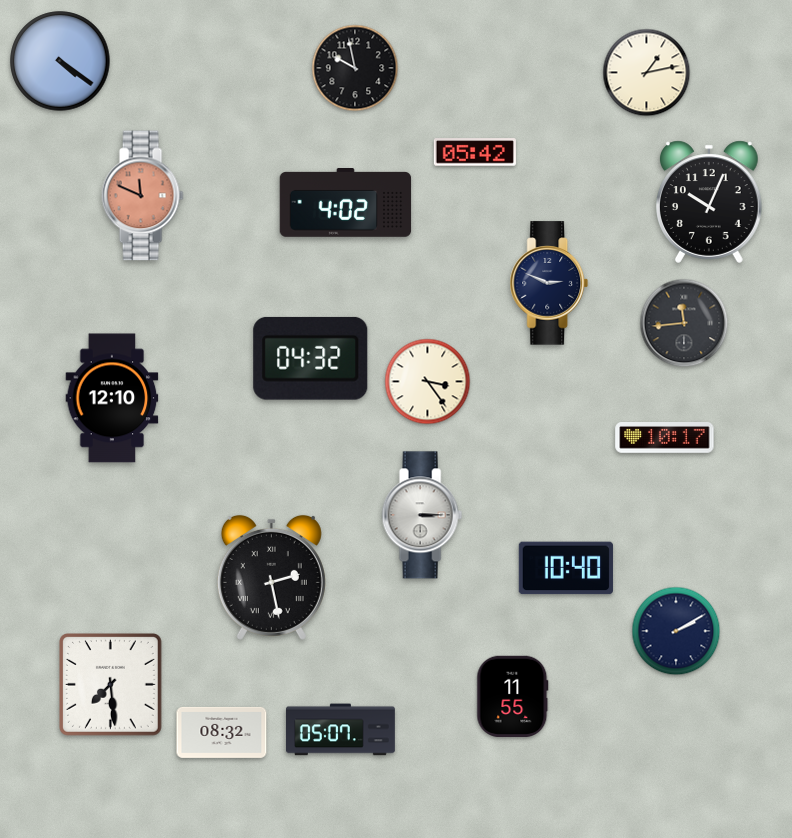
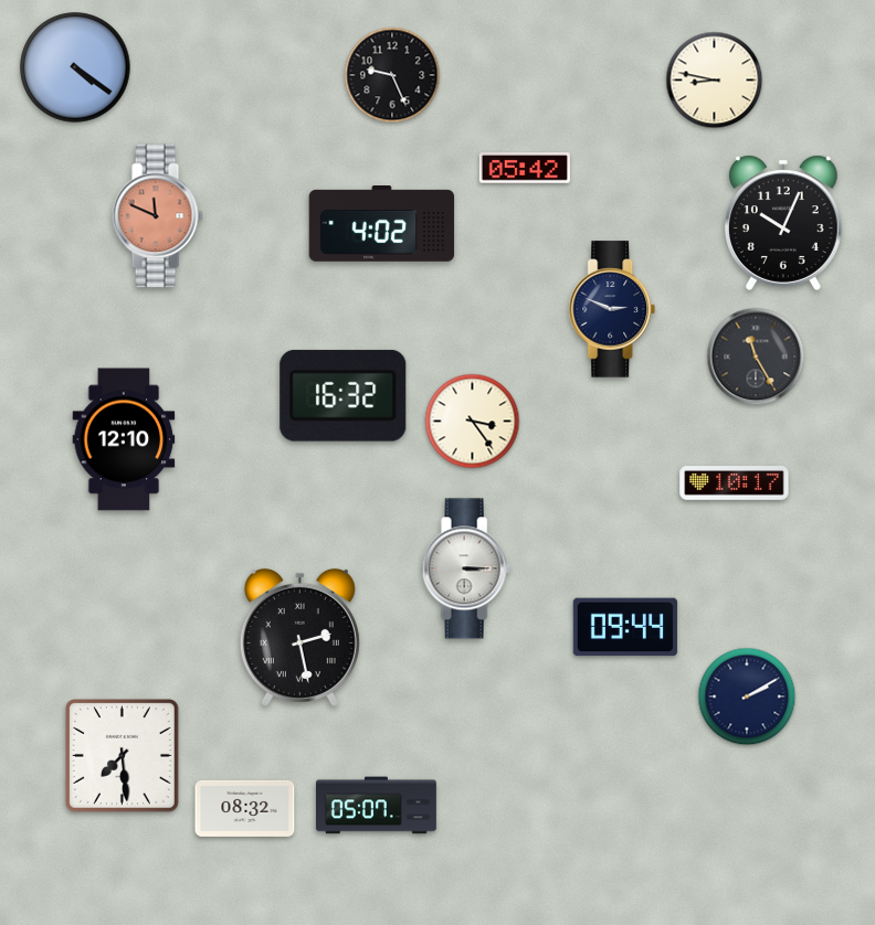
clock at (60, 61) position: (60, 61) -> (75, 67)
clock at (355, 68): 9:58 -> 9:26
clock at (647, 73): 1:13 -> 8:47
clock at (549, 283) position: (549, 283) -> (612, 309)
clock at (684, 323): 11:44 -> 11:25
clock at (311, 358): 04:32 -> 16:32
clock at (565, 568): 10:40 -> 09:44
clock at (513, 696): 11:55 -> none
